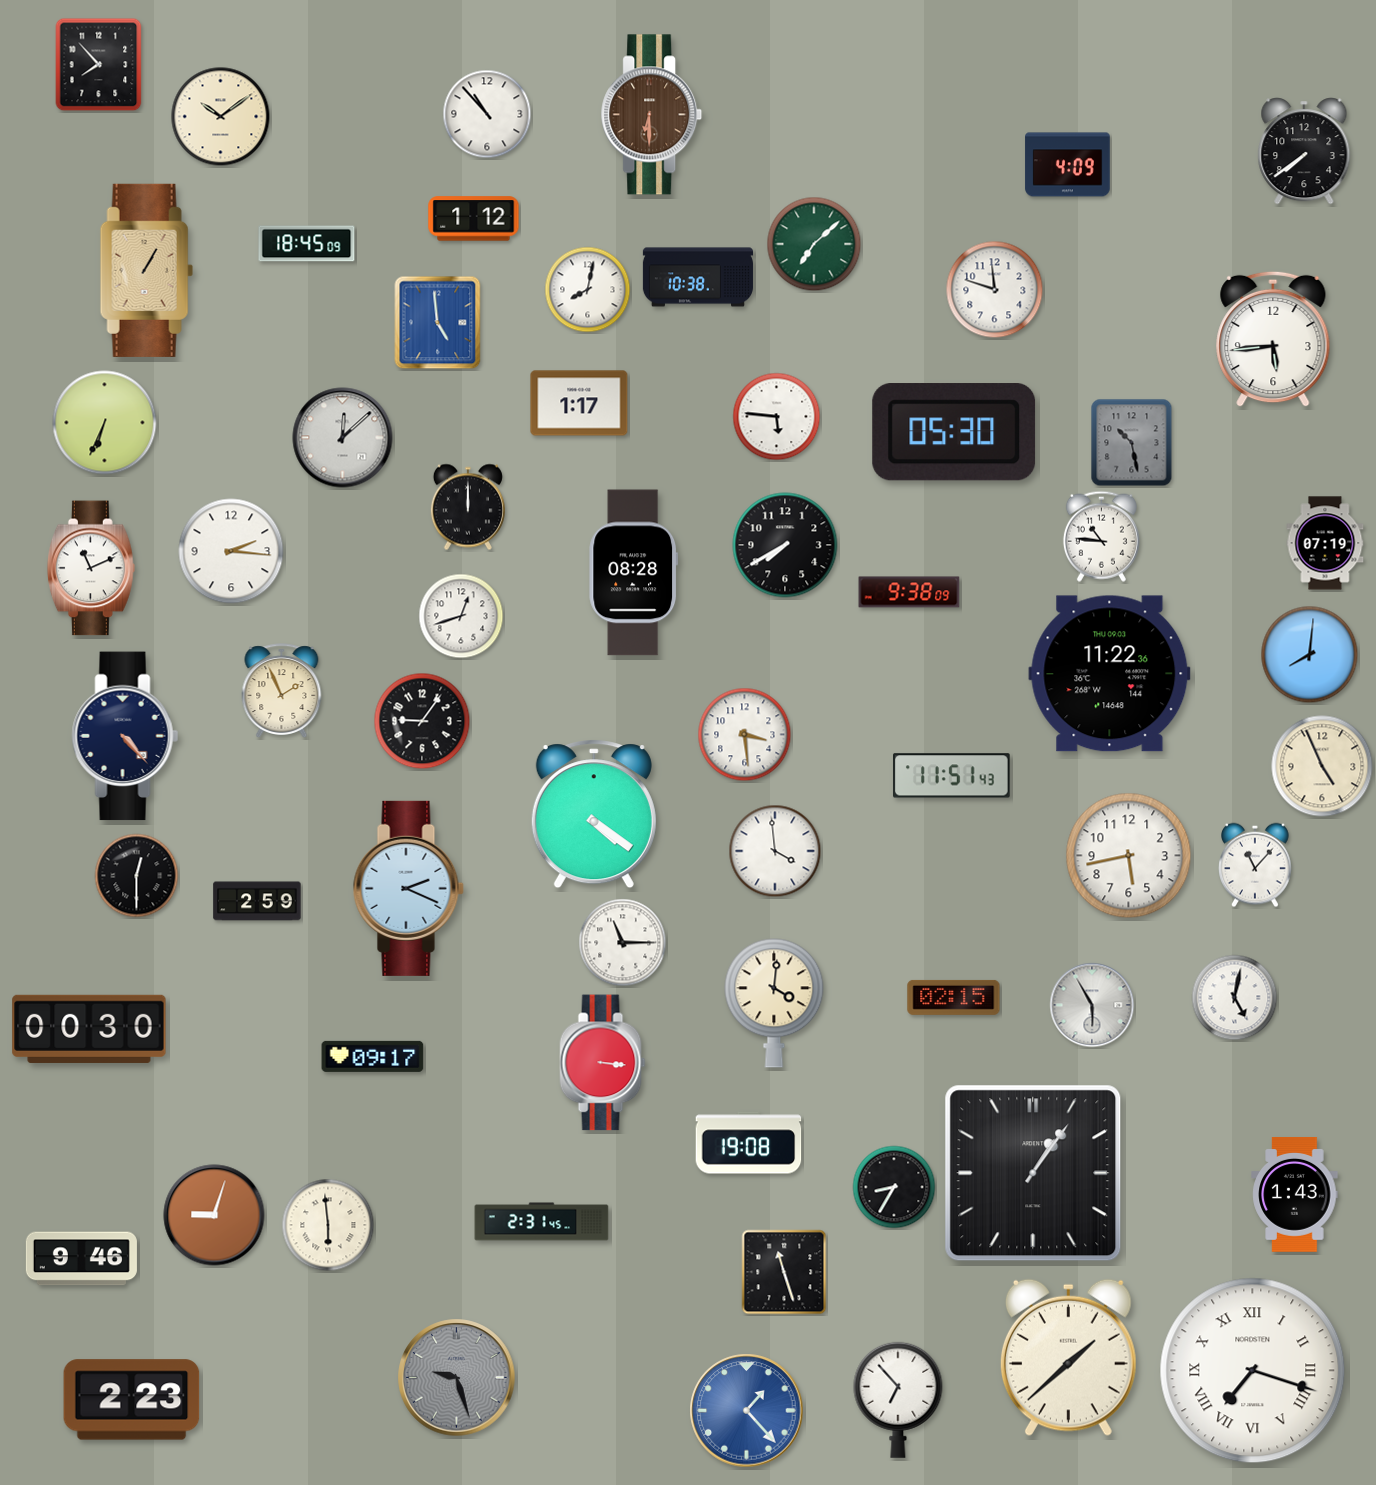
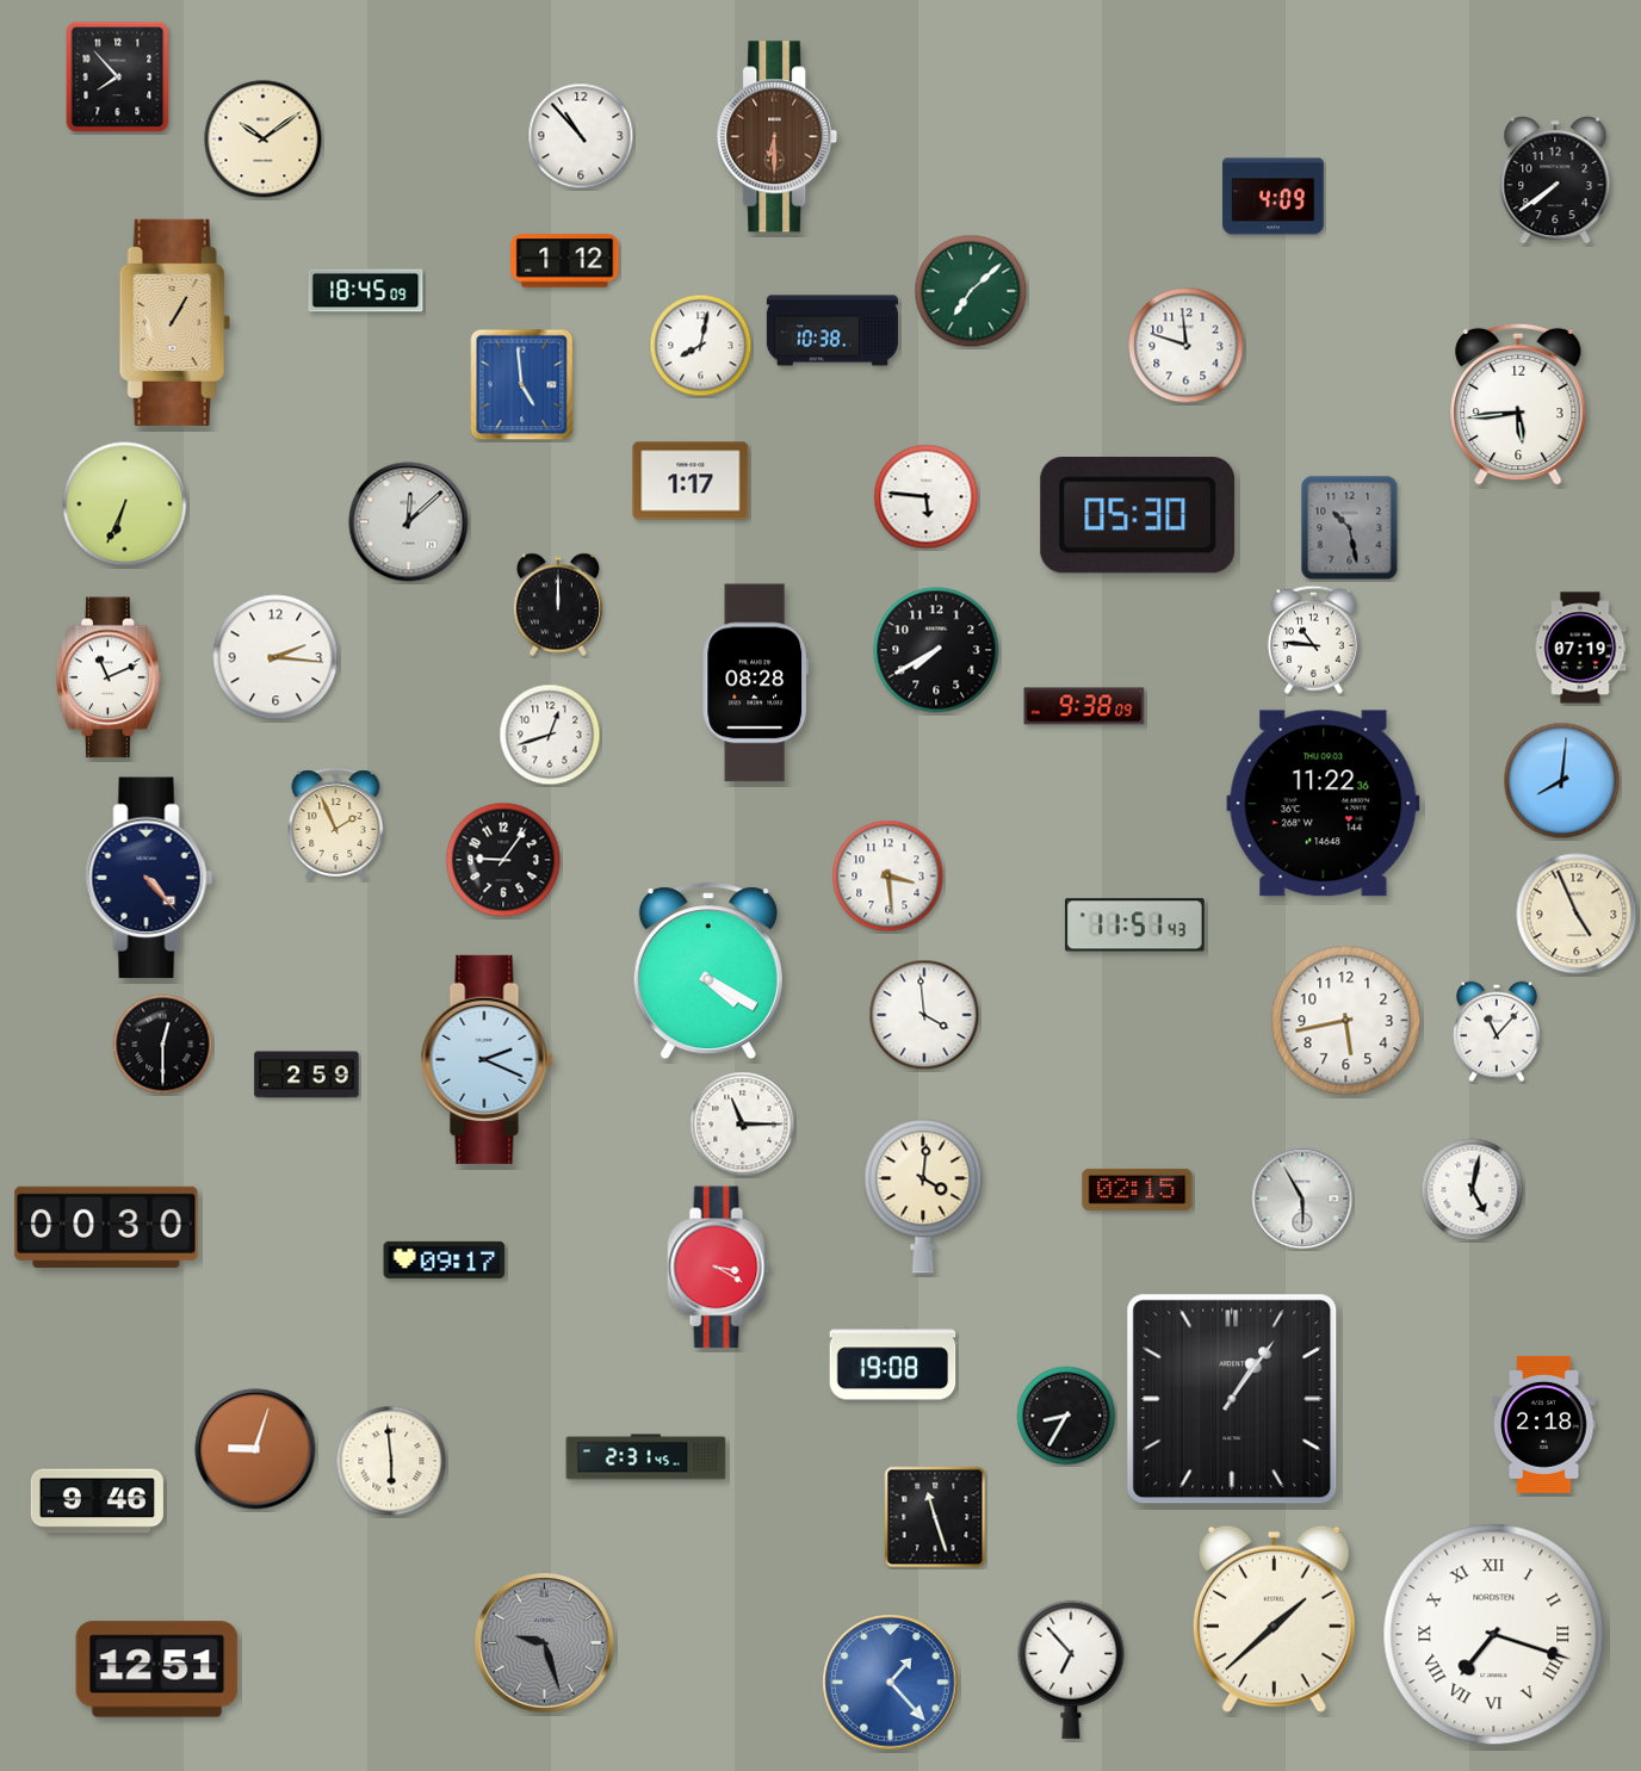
clock at (594, 814): 4:21 -> 4:20
clock at (603, 1063): 3:16 -> 3:20
clock at (1295, 1195): 1:43 -> 2:18
clock at (132, 1400): 2:23 -> 12:51
